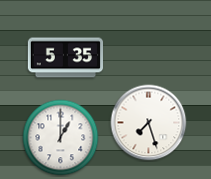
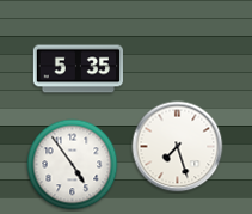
clock at (61, 138): 1:00 -> 4:54
